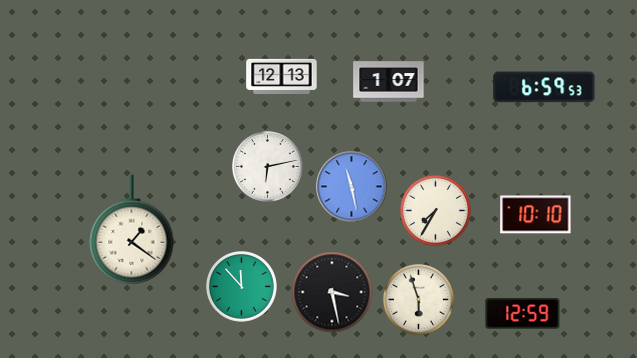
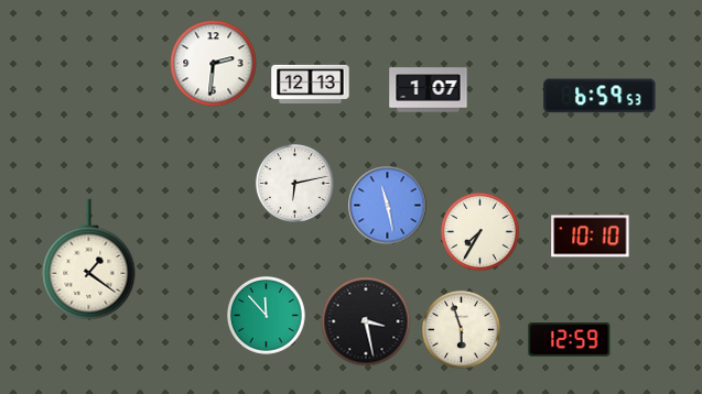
clock at (214, 64): none -> 2:31
clock at (132, 230) position: (132, 230) -> (89, 260)
clock at (523, 314) position: (523, 314) -> (570, 340)
